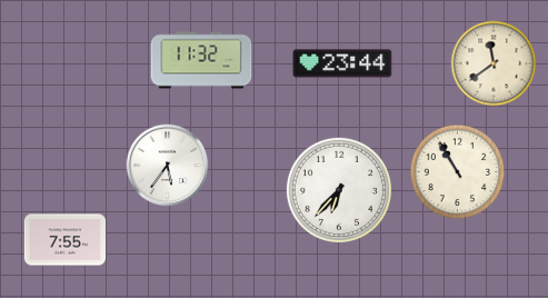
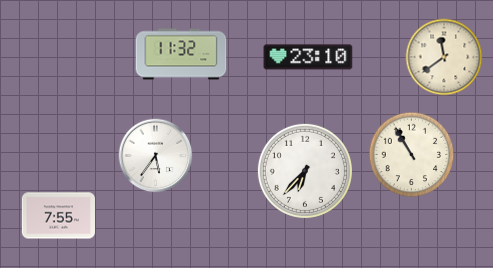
clock at (342, 63): 23:44 -> 23:10
clock at (168, 166) position: (168, 166) -> (156, 156)
